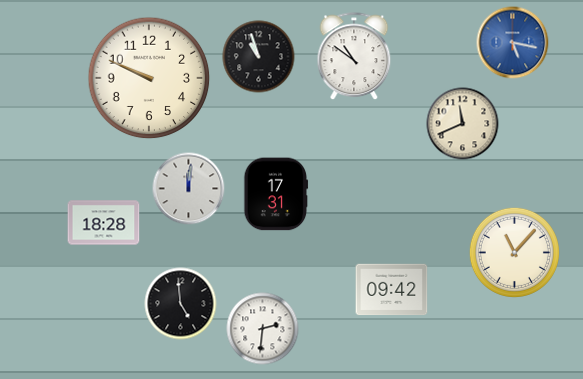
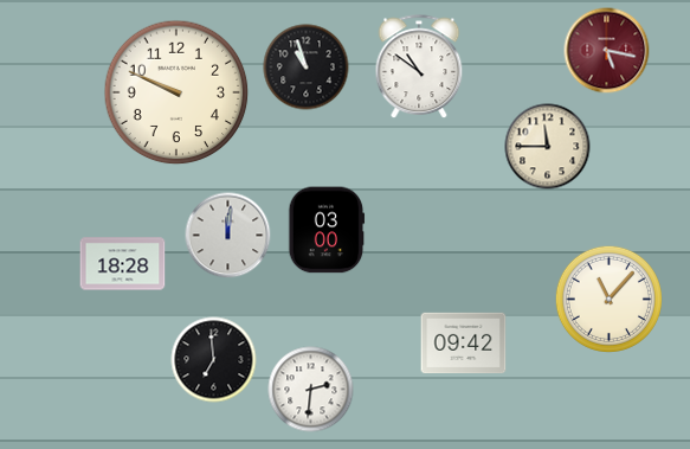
clock at (513, 43) dial: blue -> burgundy
clock at (463, 124): 11:41 -> 11:45
clock at (189, 189) position: (189, 189) -> (228, 236)
clock at (276, 194): 17:31 -> 03:00
clock at (181, 304): 4:59 -> 6:59
